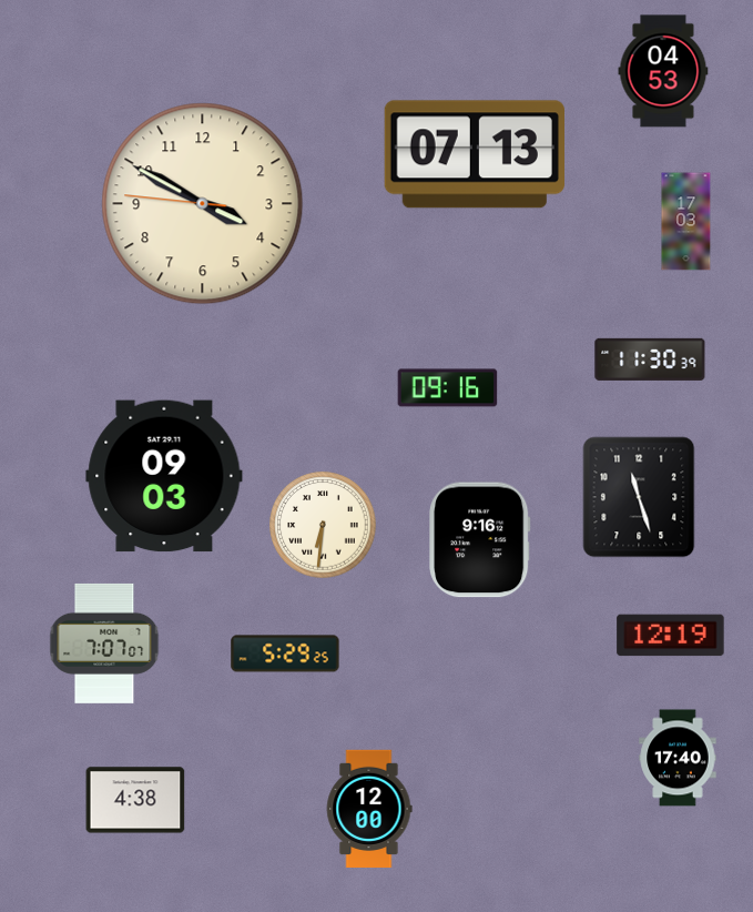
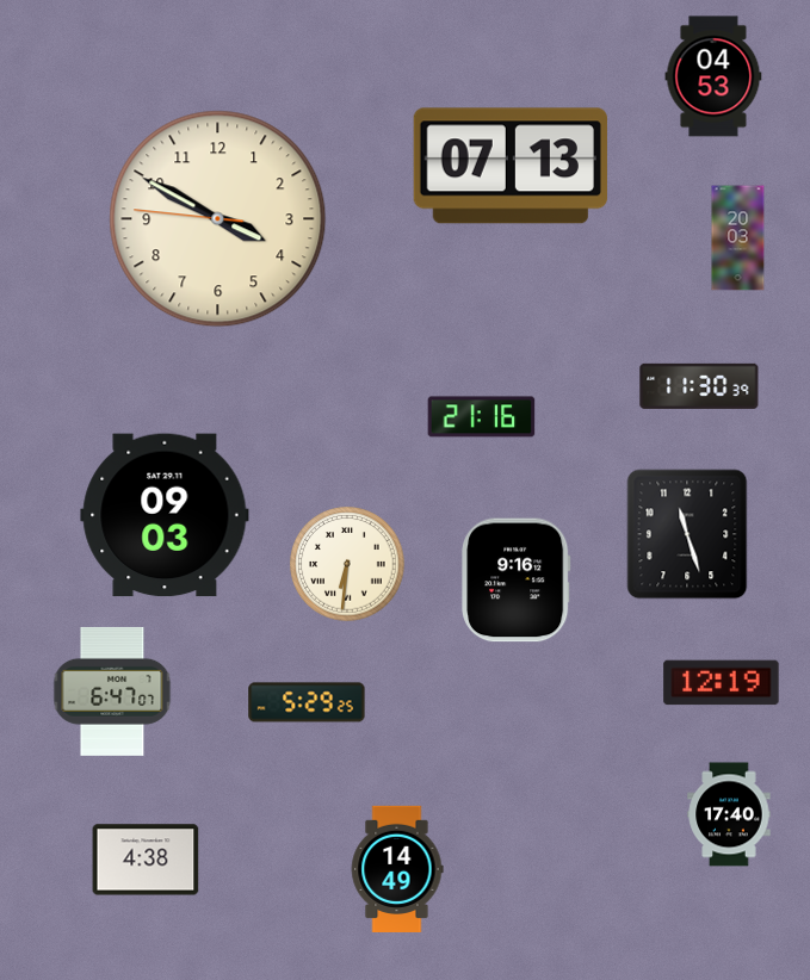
clock at (686, 222): 17:03 -> 20:03
clock at (448, 388): 09:16 -> 21:16
clock at (164, 476) position: (164, 476) -> (165, 515)
clock at (104, 644): 7:07 -> 6:47
clock at (369, 809): 12:00 -> 14:49
